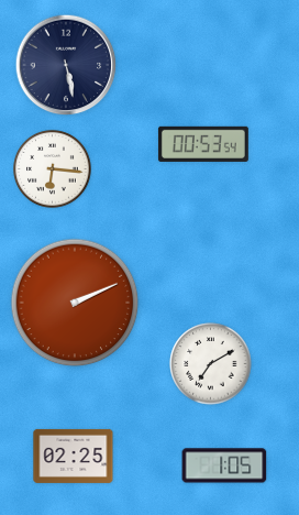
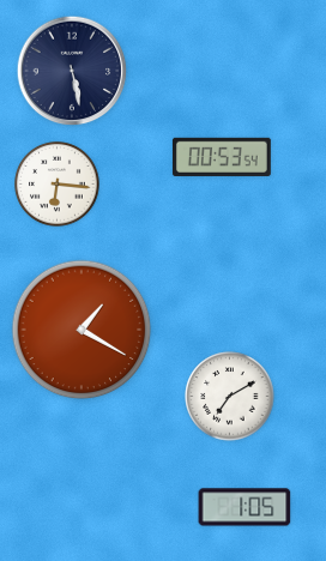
clock at (75, 303): 2:11 -> 1:20
clock at (74, 456): 02:25 -> none
